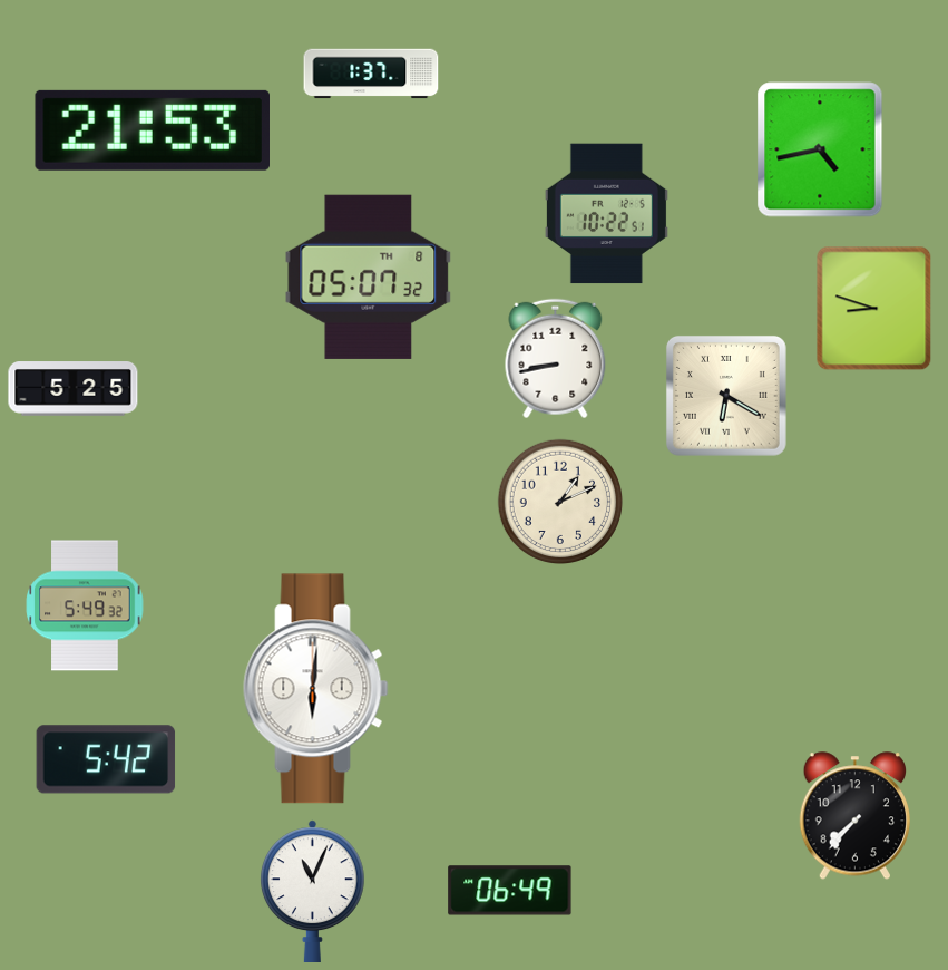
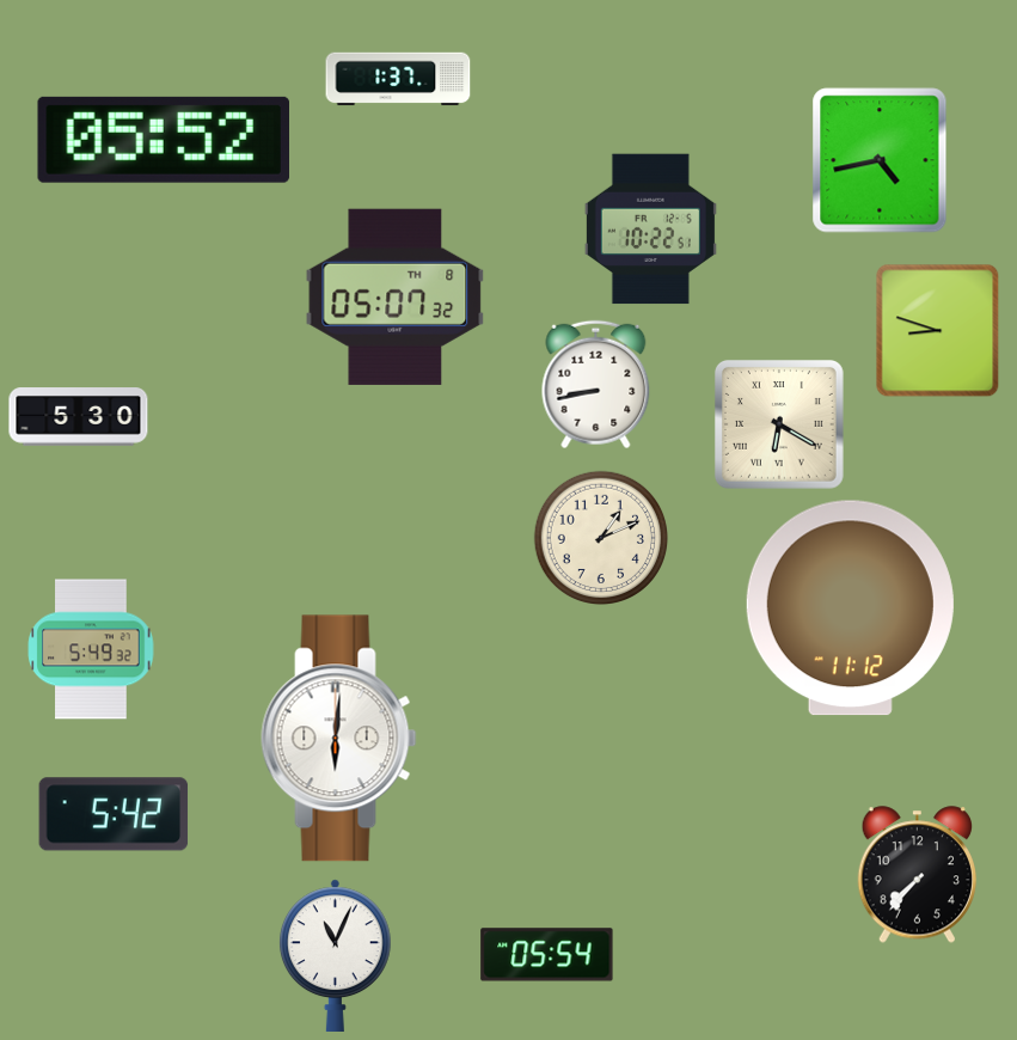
clock at (152, 130): 21:53 -> 05:52
clock at (74, 389): 5:25 -> 5:30
clock at (850, 608): none -> 11:12
clock at (510, 891): 06:49 -> 05:54
